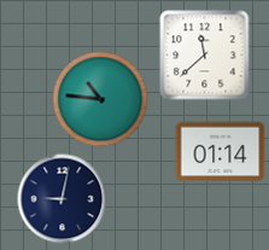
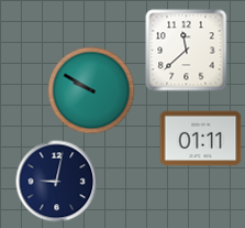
clock at (100, 99): 10:46 -> 9:50
clock at (221, 152): 01:14 -> 01:11
